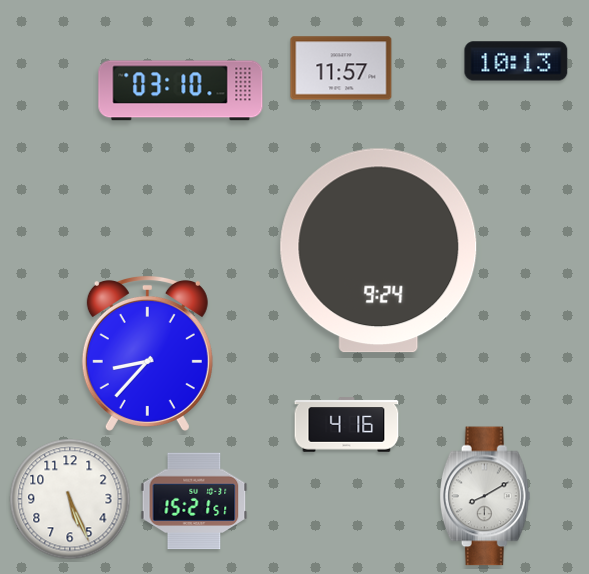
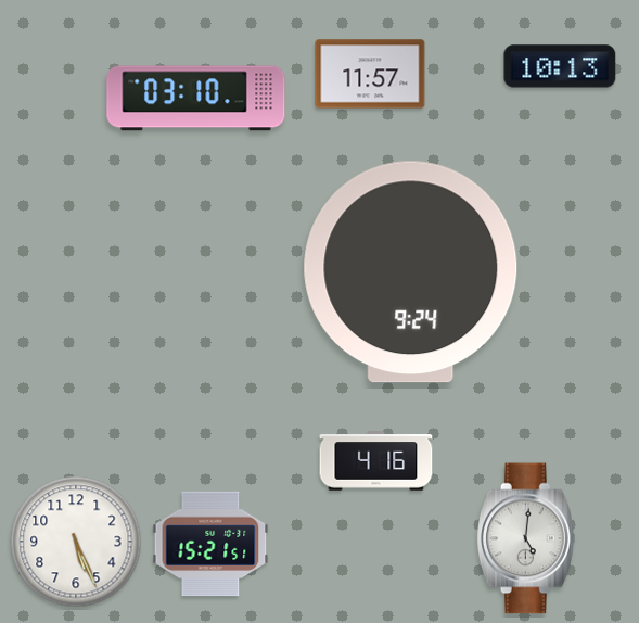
clock at (147, 353): 8:37 -> none
clock at (485, 496): 8:10 -> 5:01
